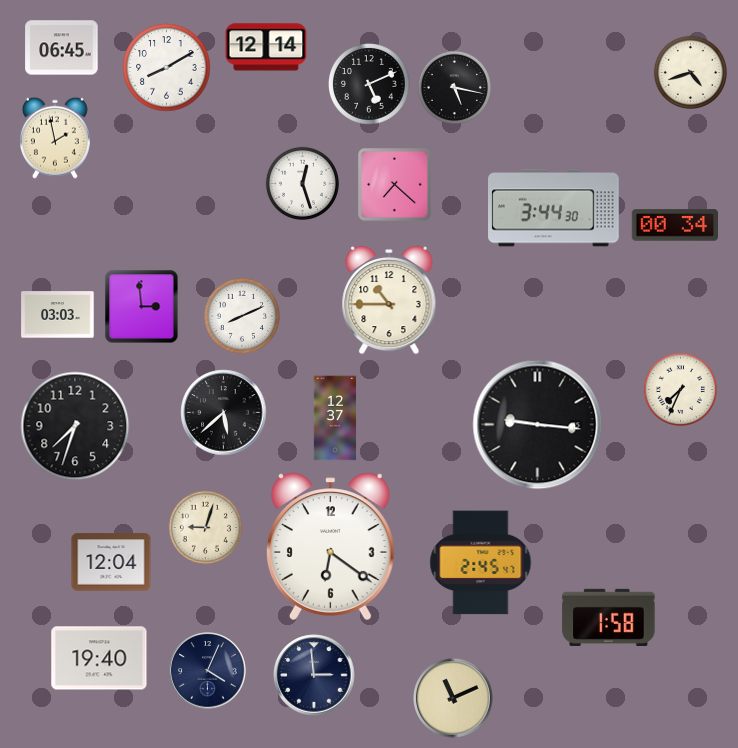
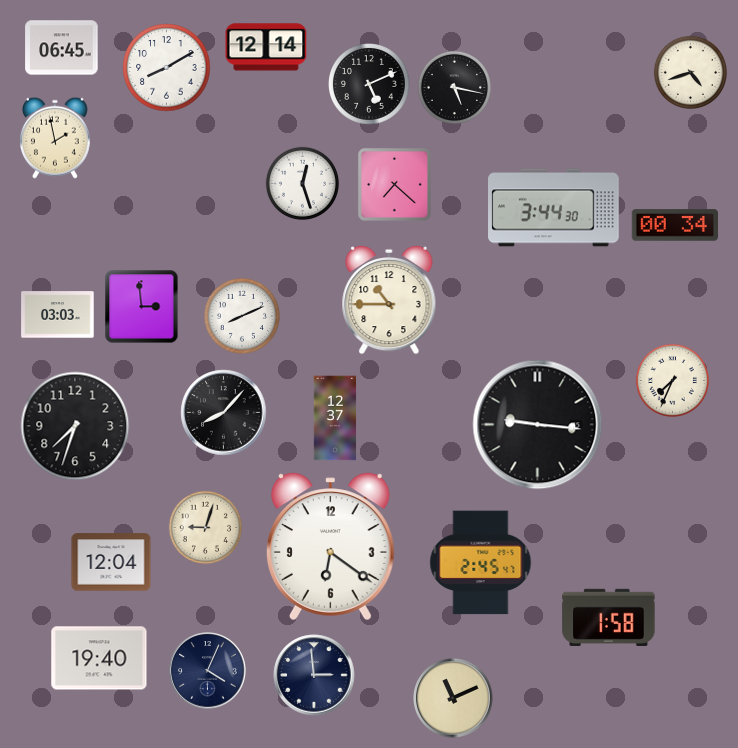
clock at (680, 389) position: (680, 389) -> (672, 380)
clock at (224, 413): 5:38 -> 8:07
